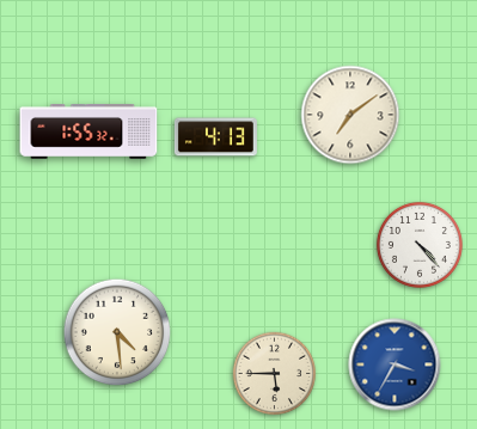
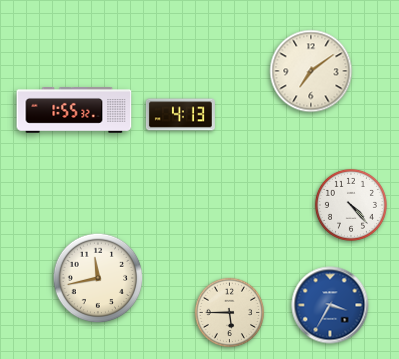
clock at (350, 115) position: (350, 115) -> (311, 71)
clock at (117, 332): 4:29 -> 11:43
